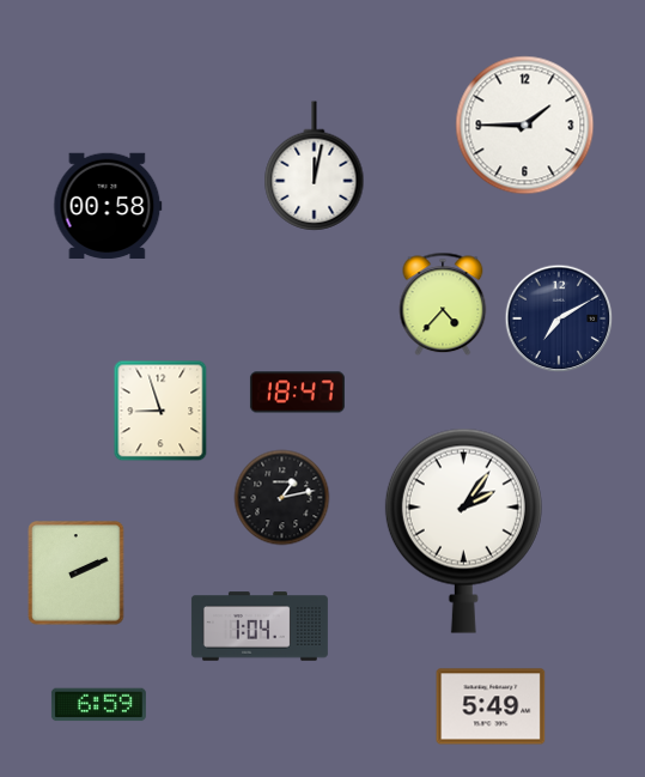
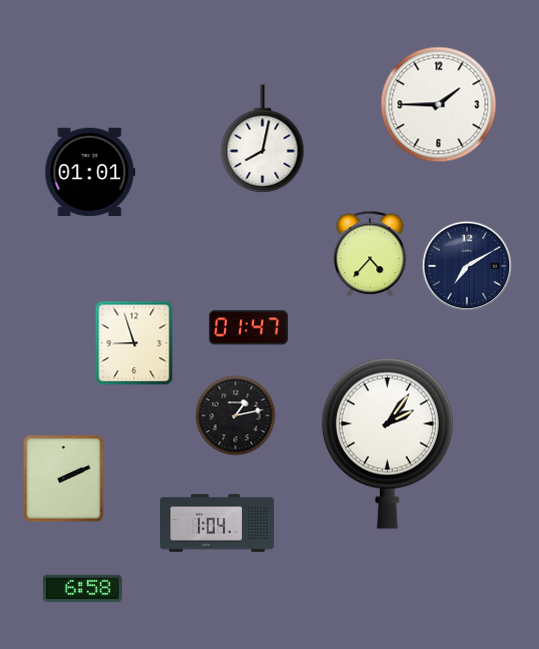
clock at (315, 166): 12:02 -> 8:02
clock at (108, 206): 00:58 -> 01:01
clock at (297, 393): 18:47 -> 01:47
clock at (98, 705): 6:59 -> 6:58
clock at (491, 706): 5:49 -> none
